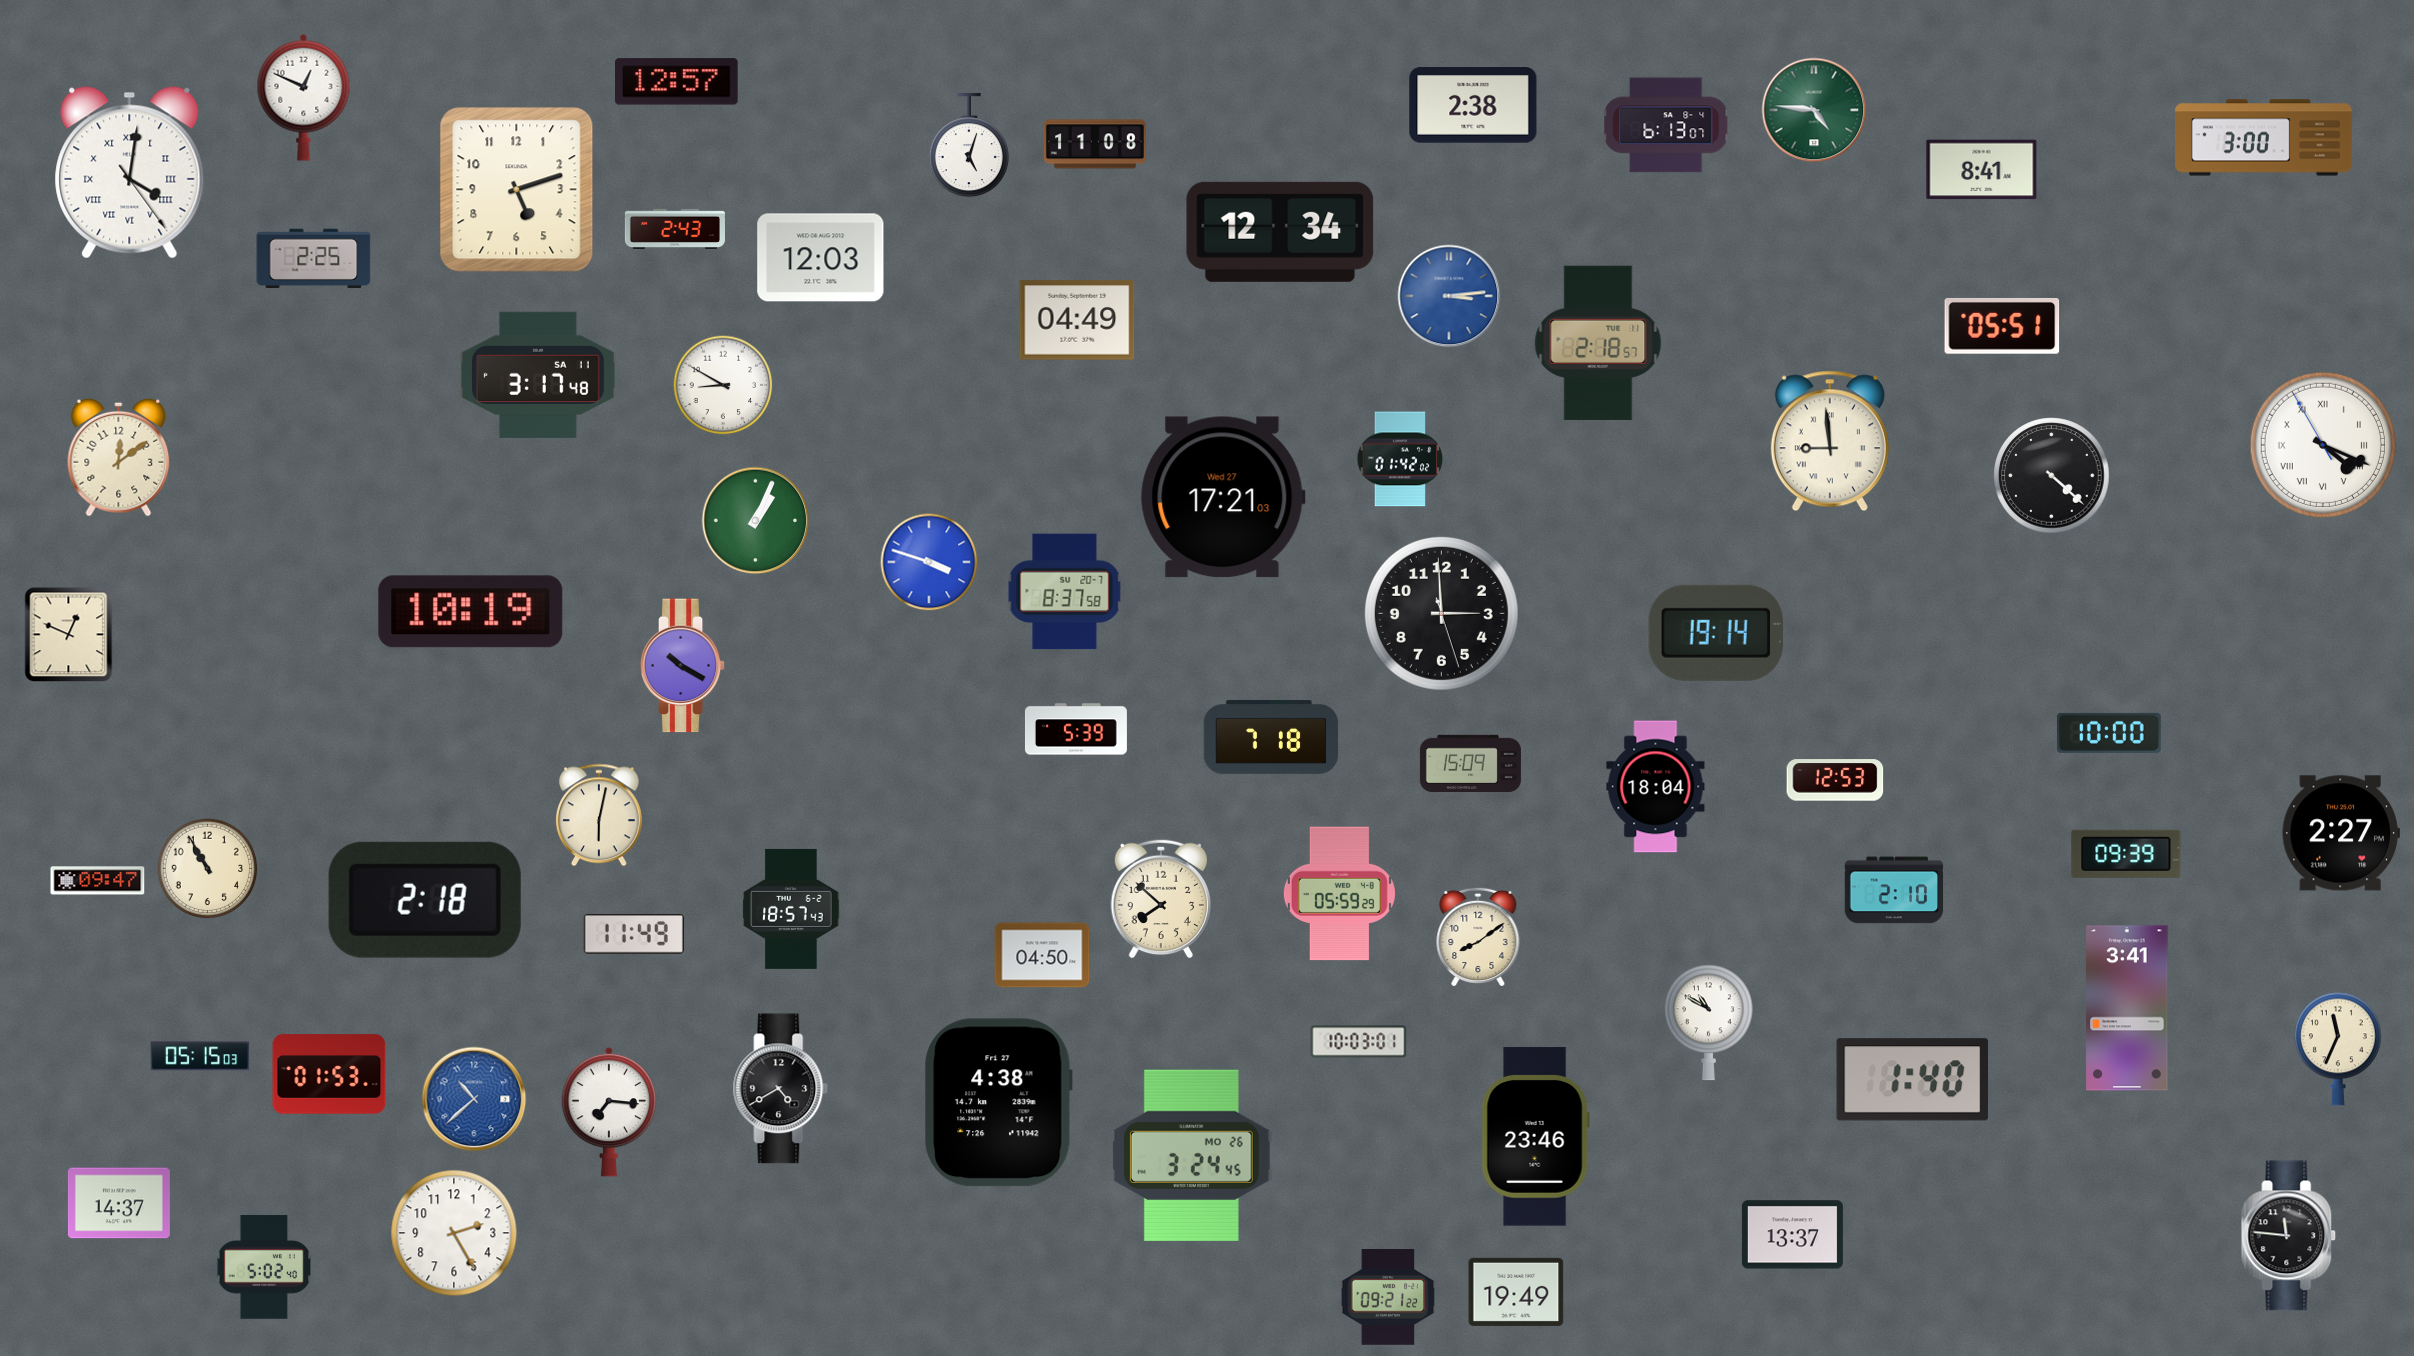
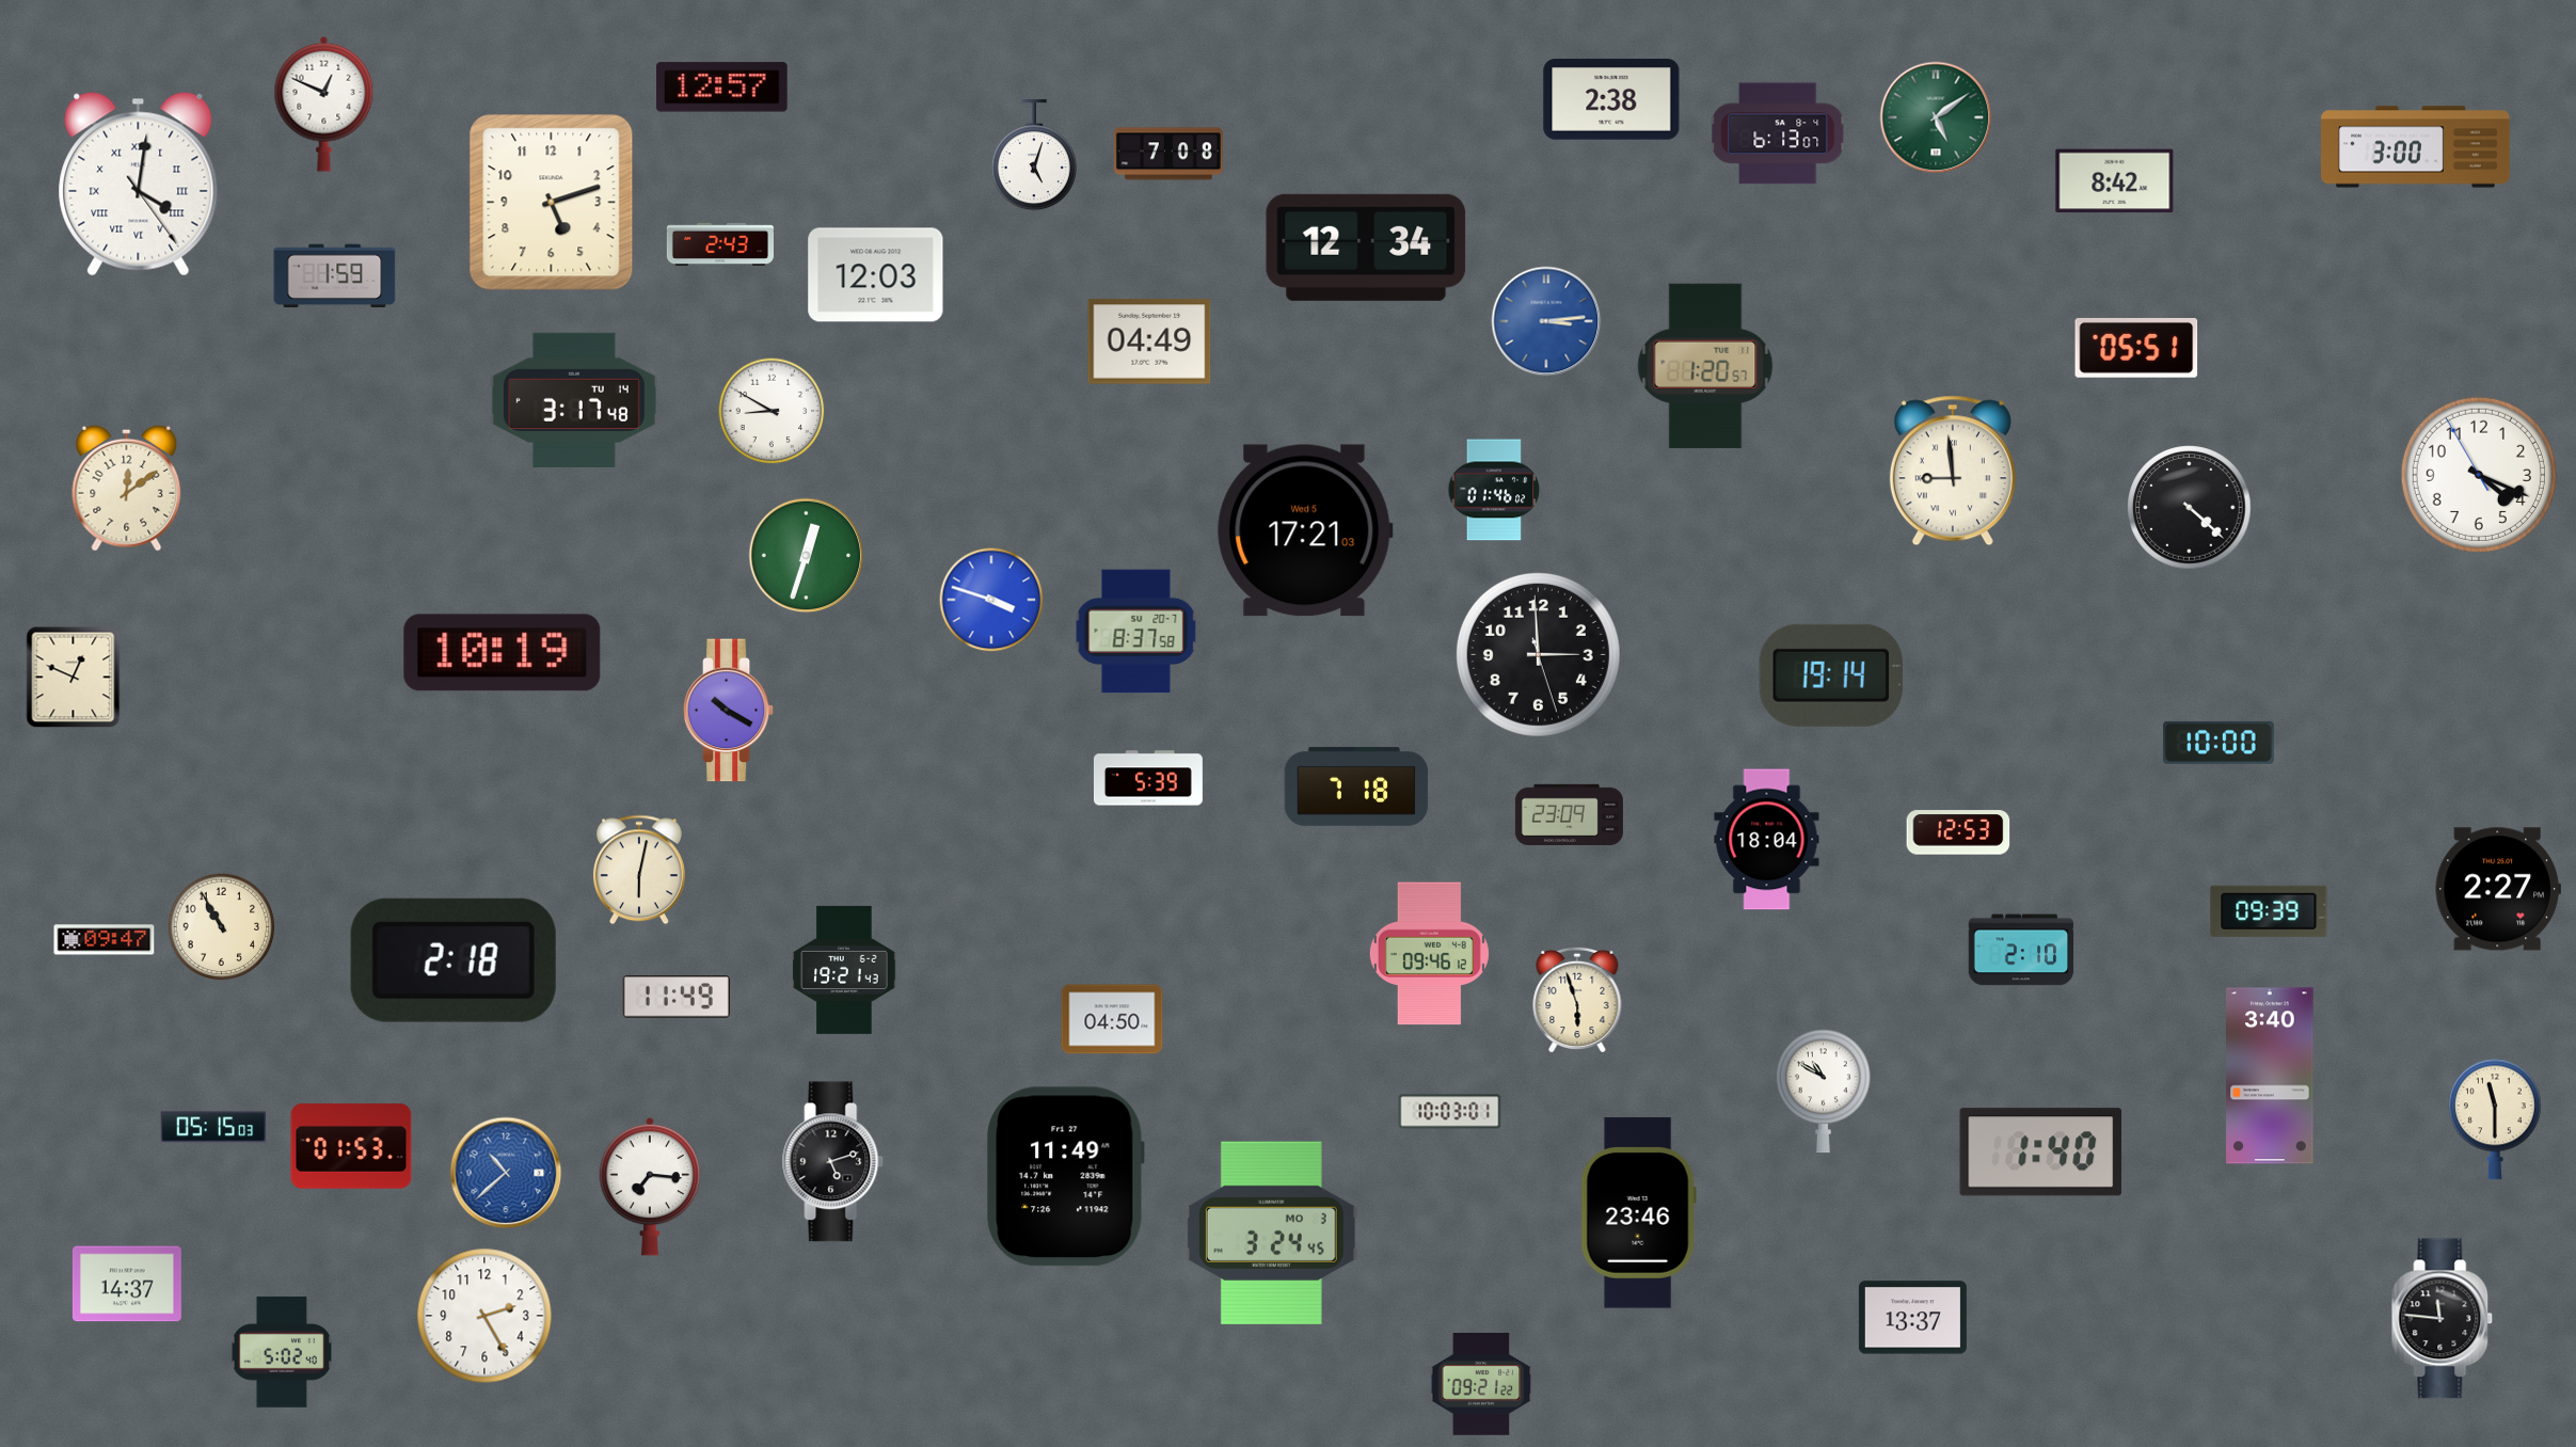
clock at (1473, 105) position: (1473, 105) -> (1611, 99)
clock at (1814, 110): 4:46 -> 5:09
clock at (1095, 144): 11:08 -> 7:08
clock at (1982, 170): 8:41 -> 8:42
clock at (314, 259): 2:25 -> 1:59
clock at (1449, 296) position: (1449, 296) -> (1546, 321)
clock at (1598, 343): 2:18 -> 1:20
clock at (538, 375) date: SA 11 -> TU 14
clock at (2323, 445) numerals: Roman -> Arabic
clock at (1400, 459): 01:42 -> 01:46
clock at (1223, 497) date: Wed 27 -> Wed 5
clock at (756, 521): 1:04 -> 12:33
clock at (2110, 733) position: (2110, 733) -> (2220, 743)
clock at (1470, 764): 15:09 -> 23:09
clock at (1339, 894): 05:59 -> 09:46
clock at (1160, 899): 7:52 -> none
clock at (791, 909): 18:57 -> 19:21
clock at (1478, 937): 8:09 -> 5:57
clock at (2127, 1008): 3:41 -> 3:40
clock at (2338, 1049): 11:34 -> 11:30
clock at (781, 1089): 4:40 -> 5:12
clock at (999, 1103): 4:38 -> 11:49
clock at (1191, 1155) date: MO 26 -> MO 3
clock at (1516, 1292): 19:49 -> none
